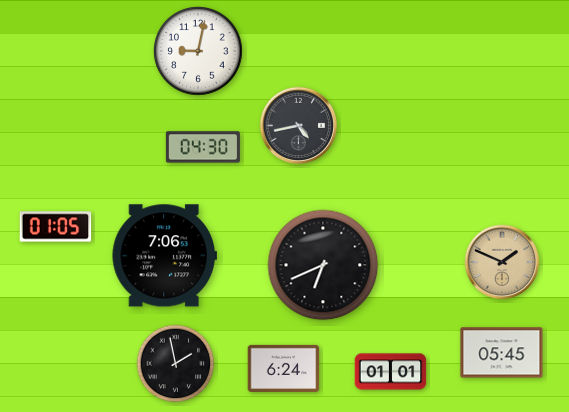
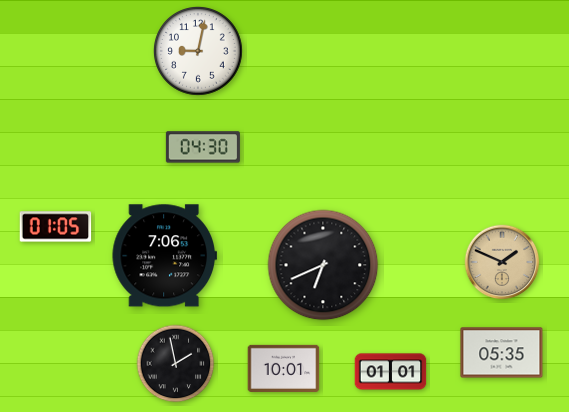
clock at (299, 126): 4:43 -> none
clock at (502, 353): 05:45 -> 05:35
clock at (284, 368): 6:24 -> 10:01
